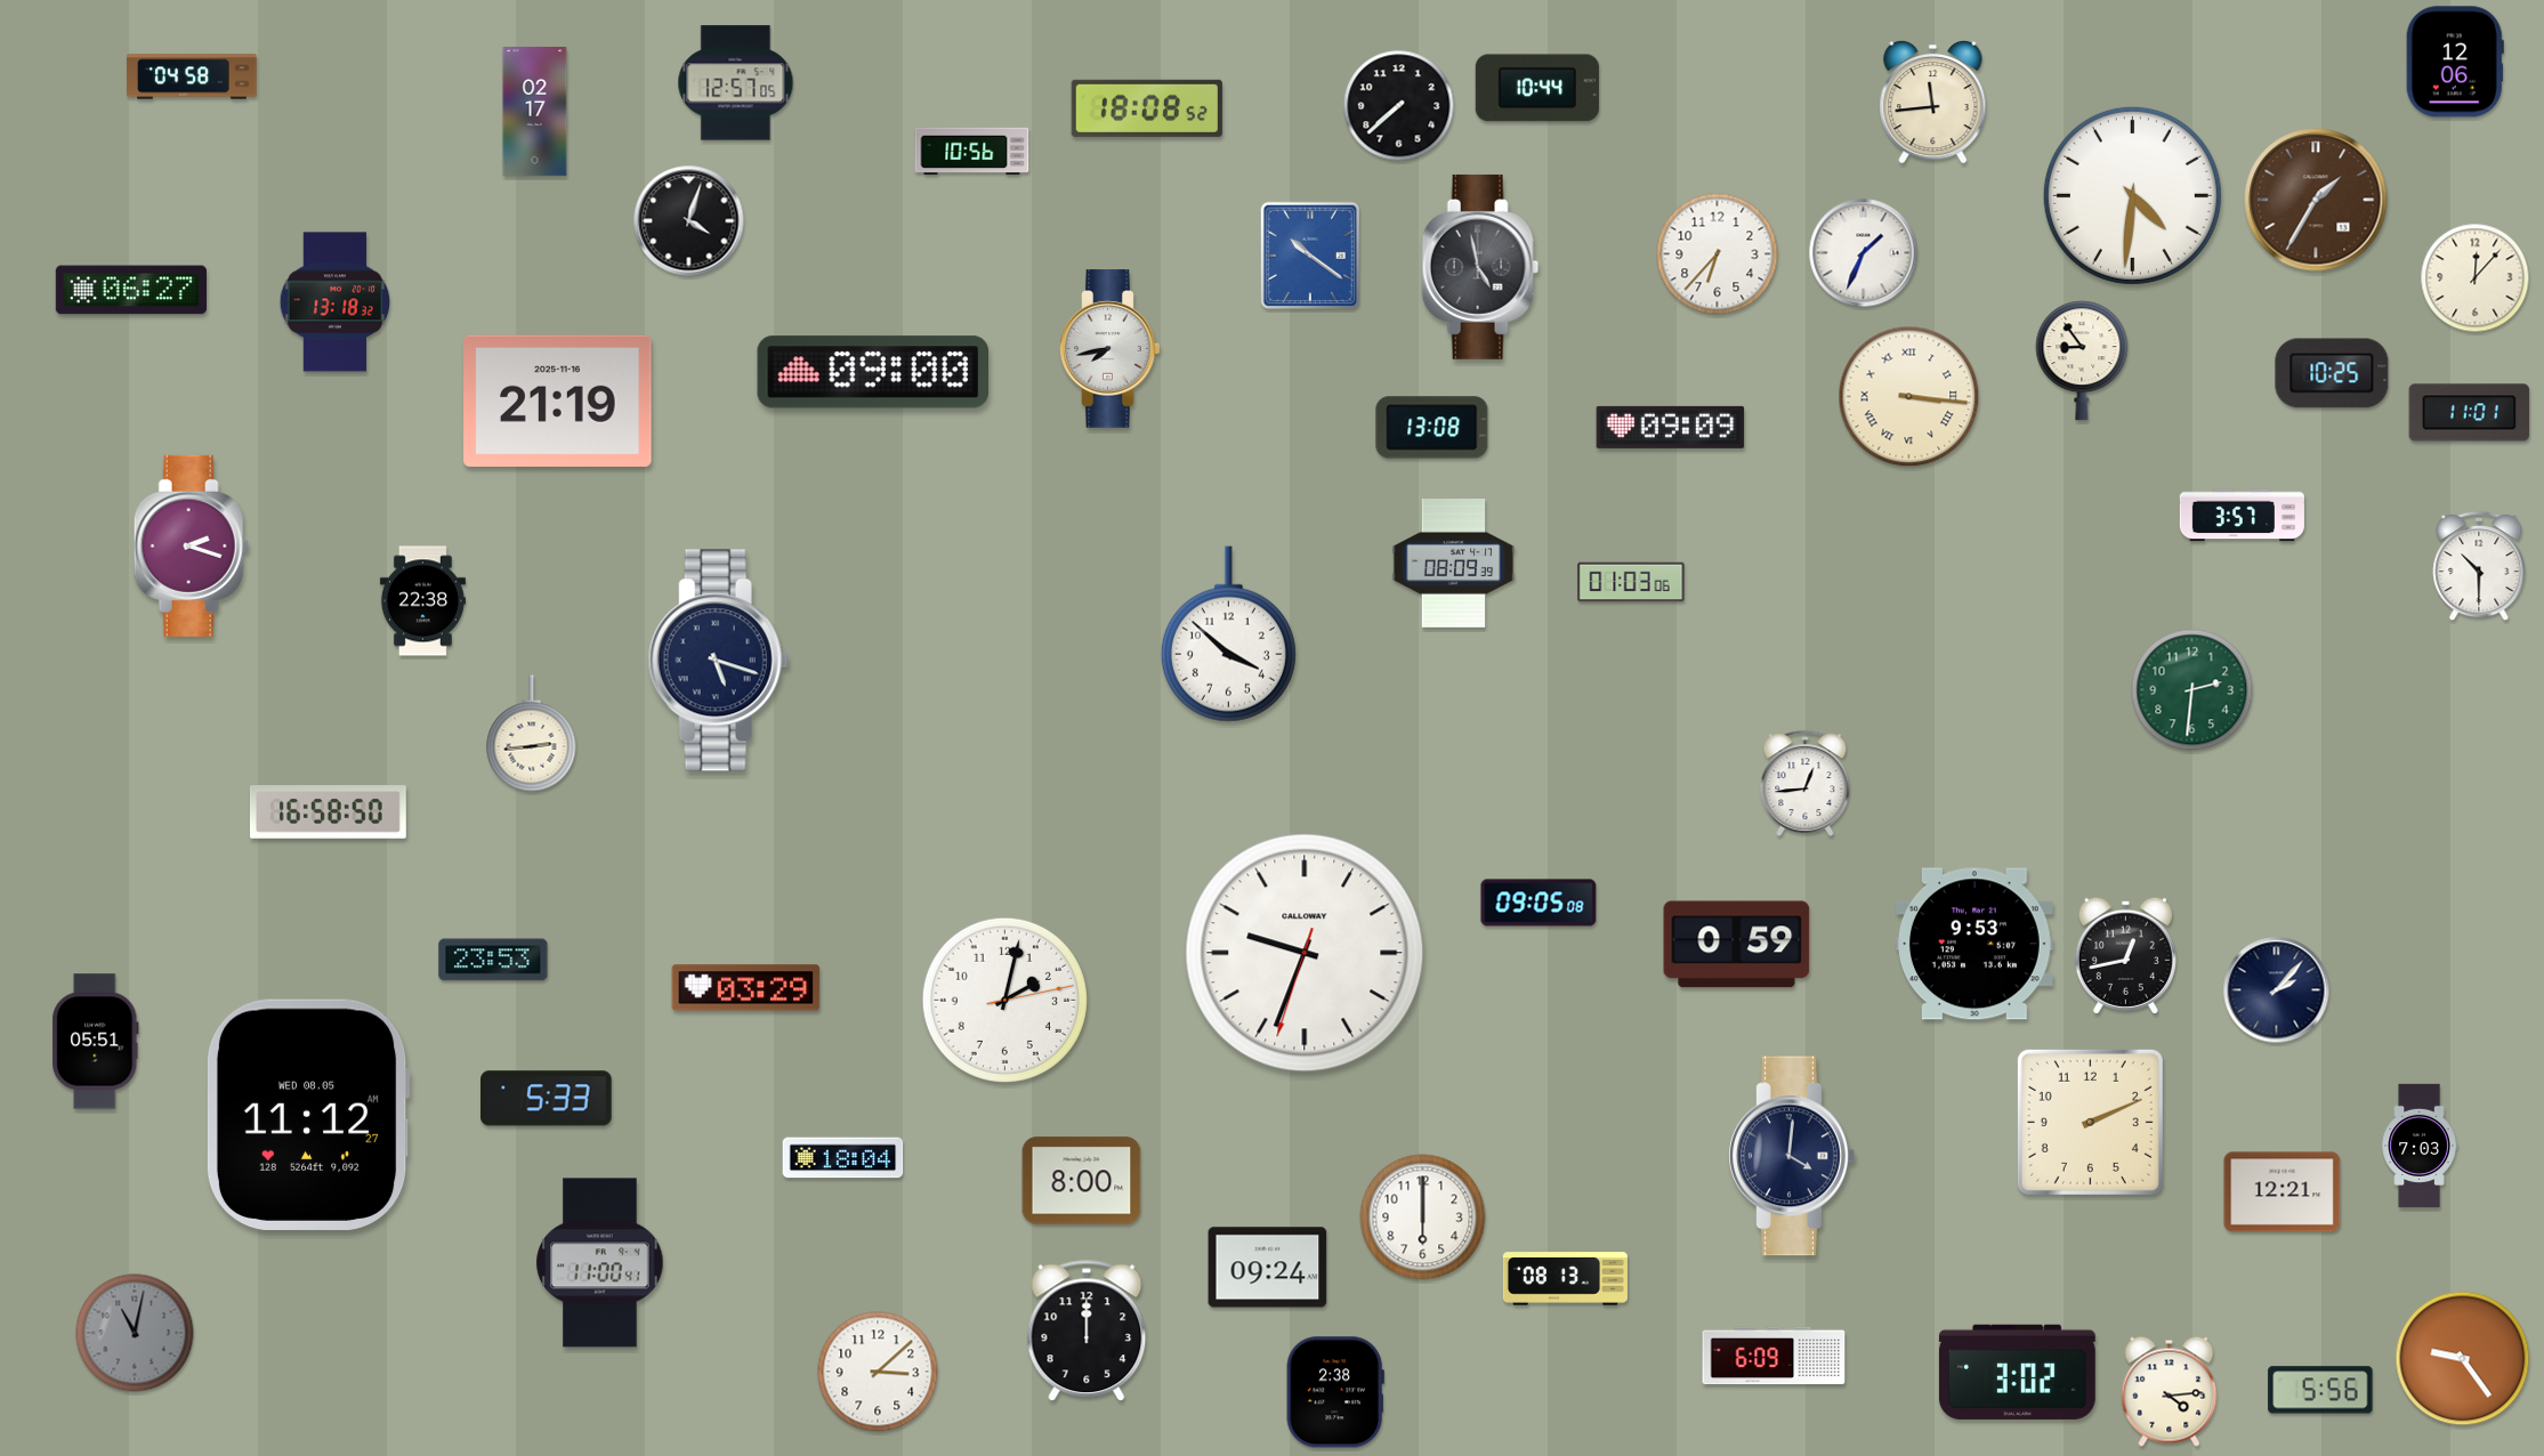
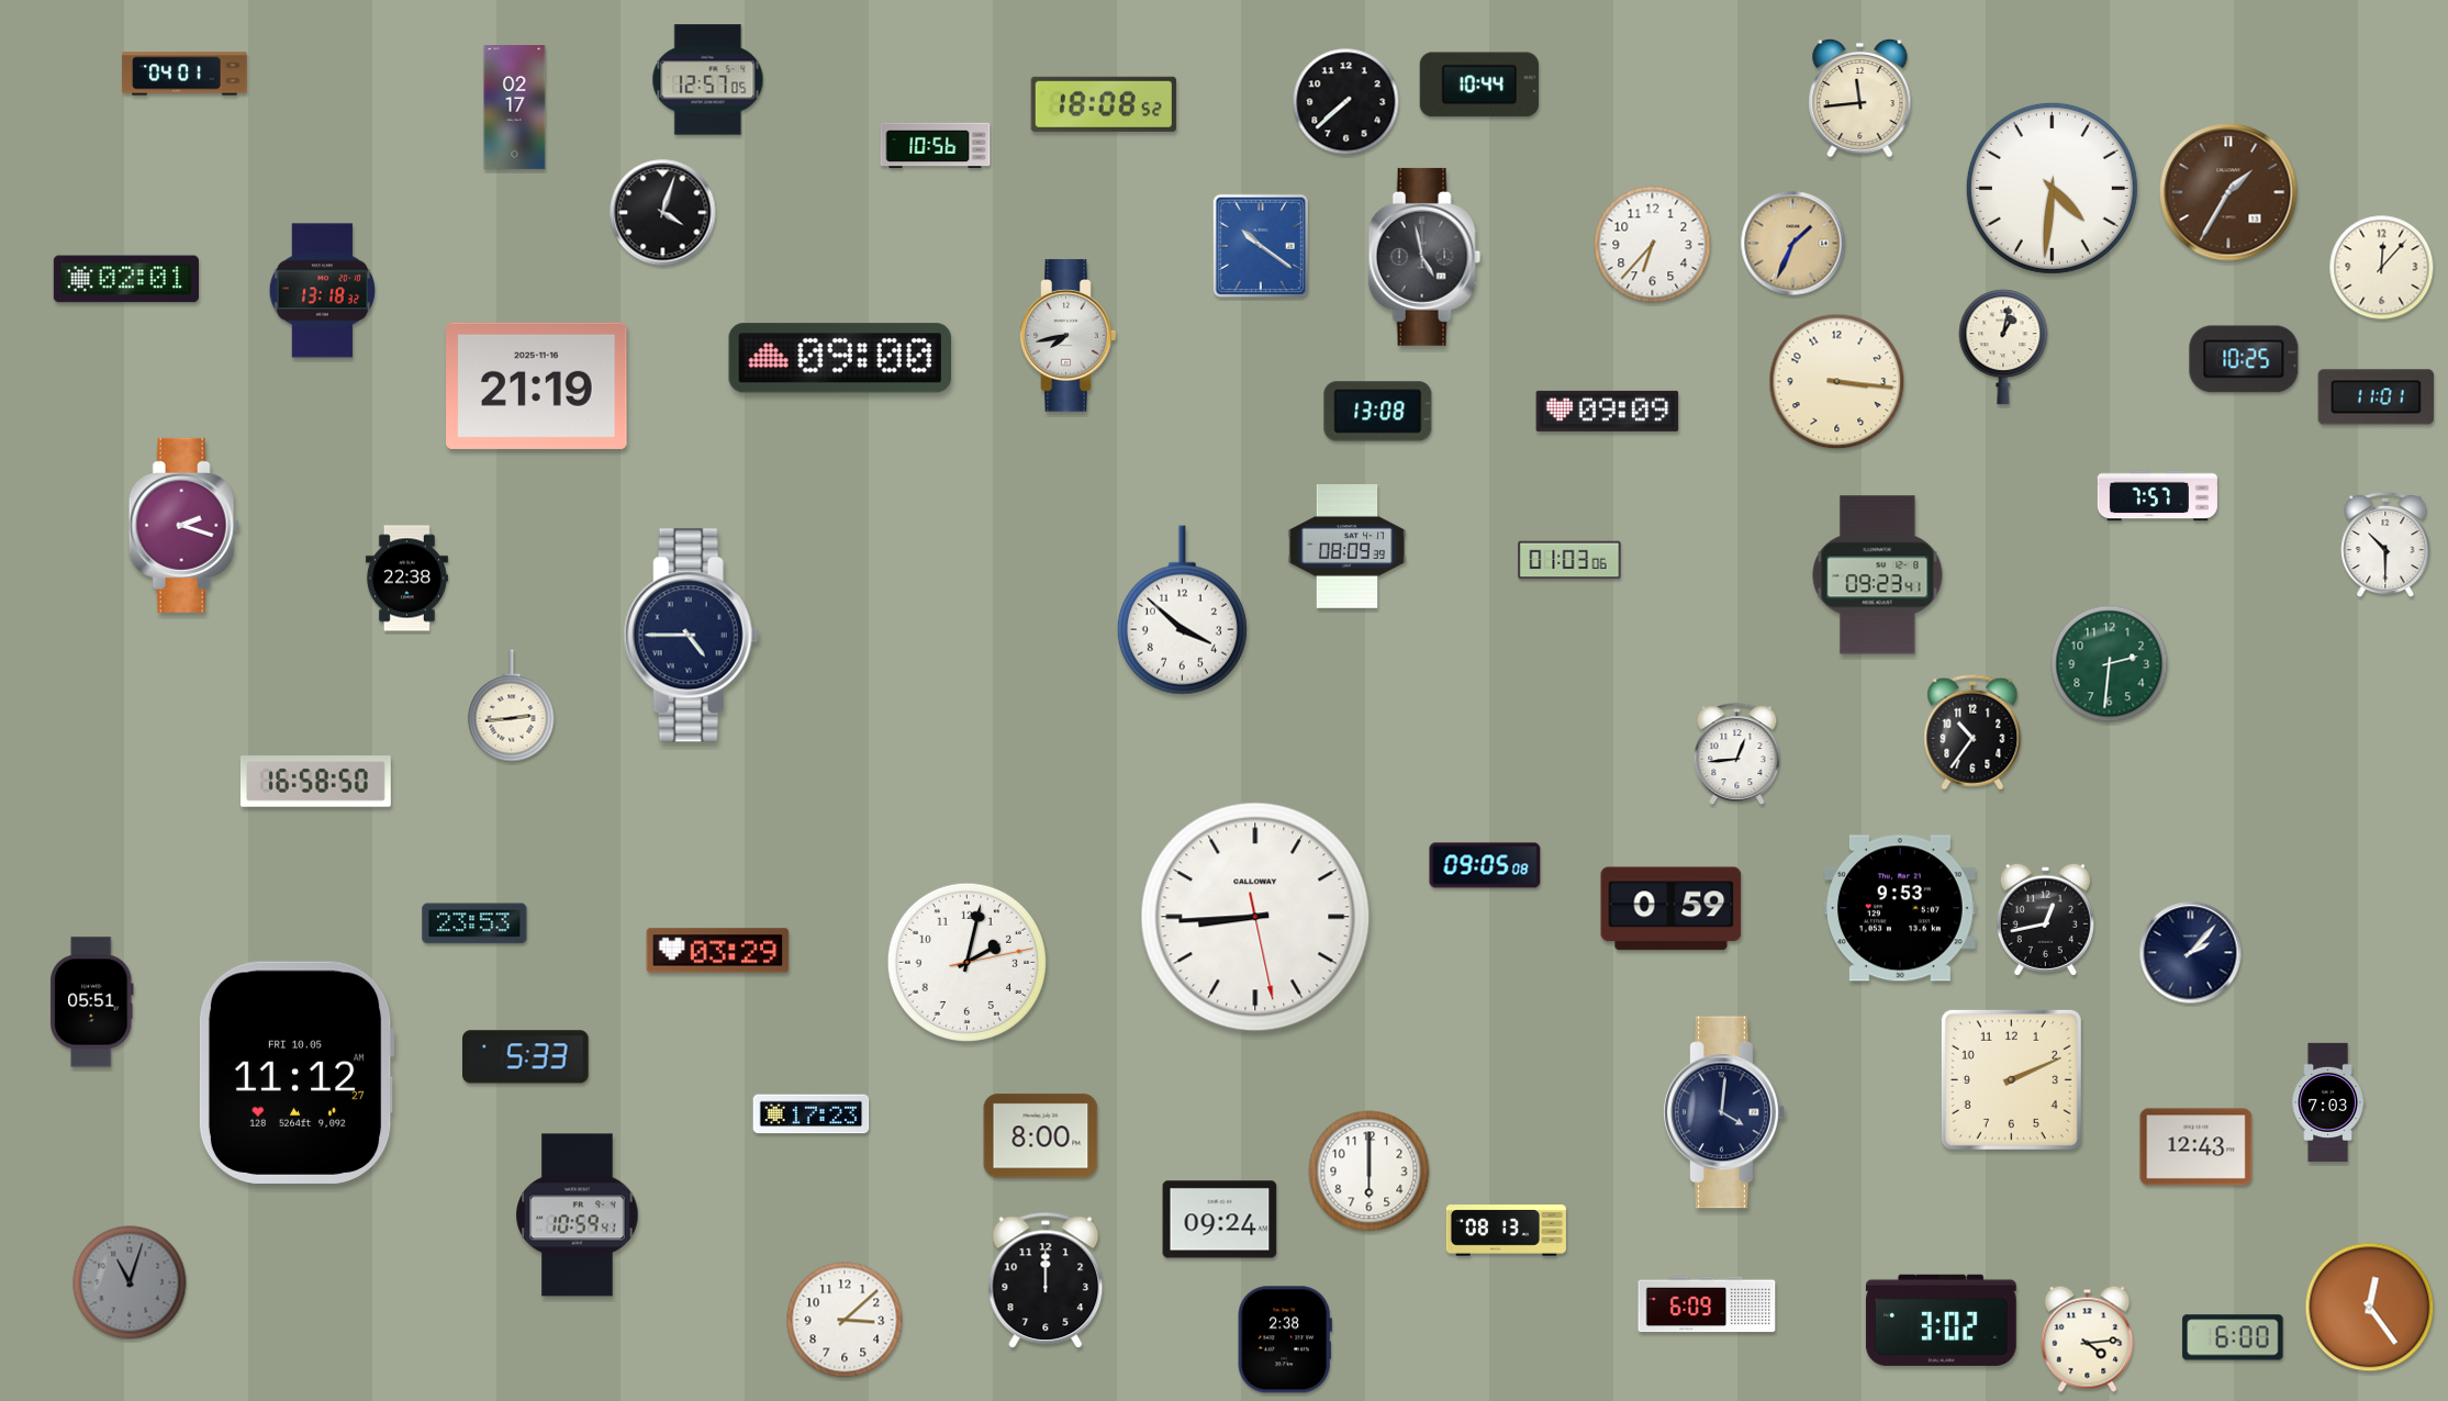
clock at (2455, 62): 12:06 -> none
clock at (192, 76): 04:58 -> 04:01
clock at (1864, 253) dial: white -> champagne
clock at (131, 290): 06:27 -> 02:01
clock at (2082, 361): 8:54 -> 1:02
clock at (1909, 397) numerals: Roman -> Arabic
clock at (2242, 516): 3:57 -> 7:57
clock at (1454, 564) position: (1454, 564) -> (1348, 547)
clock at (1878, 575): none -> 09:23
clock at (718, 661): 5:18 -> 4:45
clock at (1972, 732): none -> 10:36
clock at (1538, 903) position: (1538, 903) -> (1485, 865)
clock at (1305, 953): 9:33 -> 8:44
clock at (308, 1115) date: WED 08.05 -> FRI 10.05
clock at (843, 1158): 18:04 -> 17:23
clock at (2283, 1192): 12:21 -> 12:43
clock at (600, 1263): 11:00 -> 10:59
clock at (135, 1333): 11:02 -> 11:03
clock at (2463, 1359): 9:24 -> 12:24
clock at (2320, 1390): 5:56 -> 6:00
